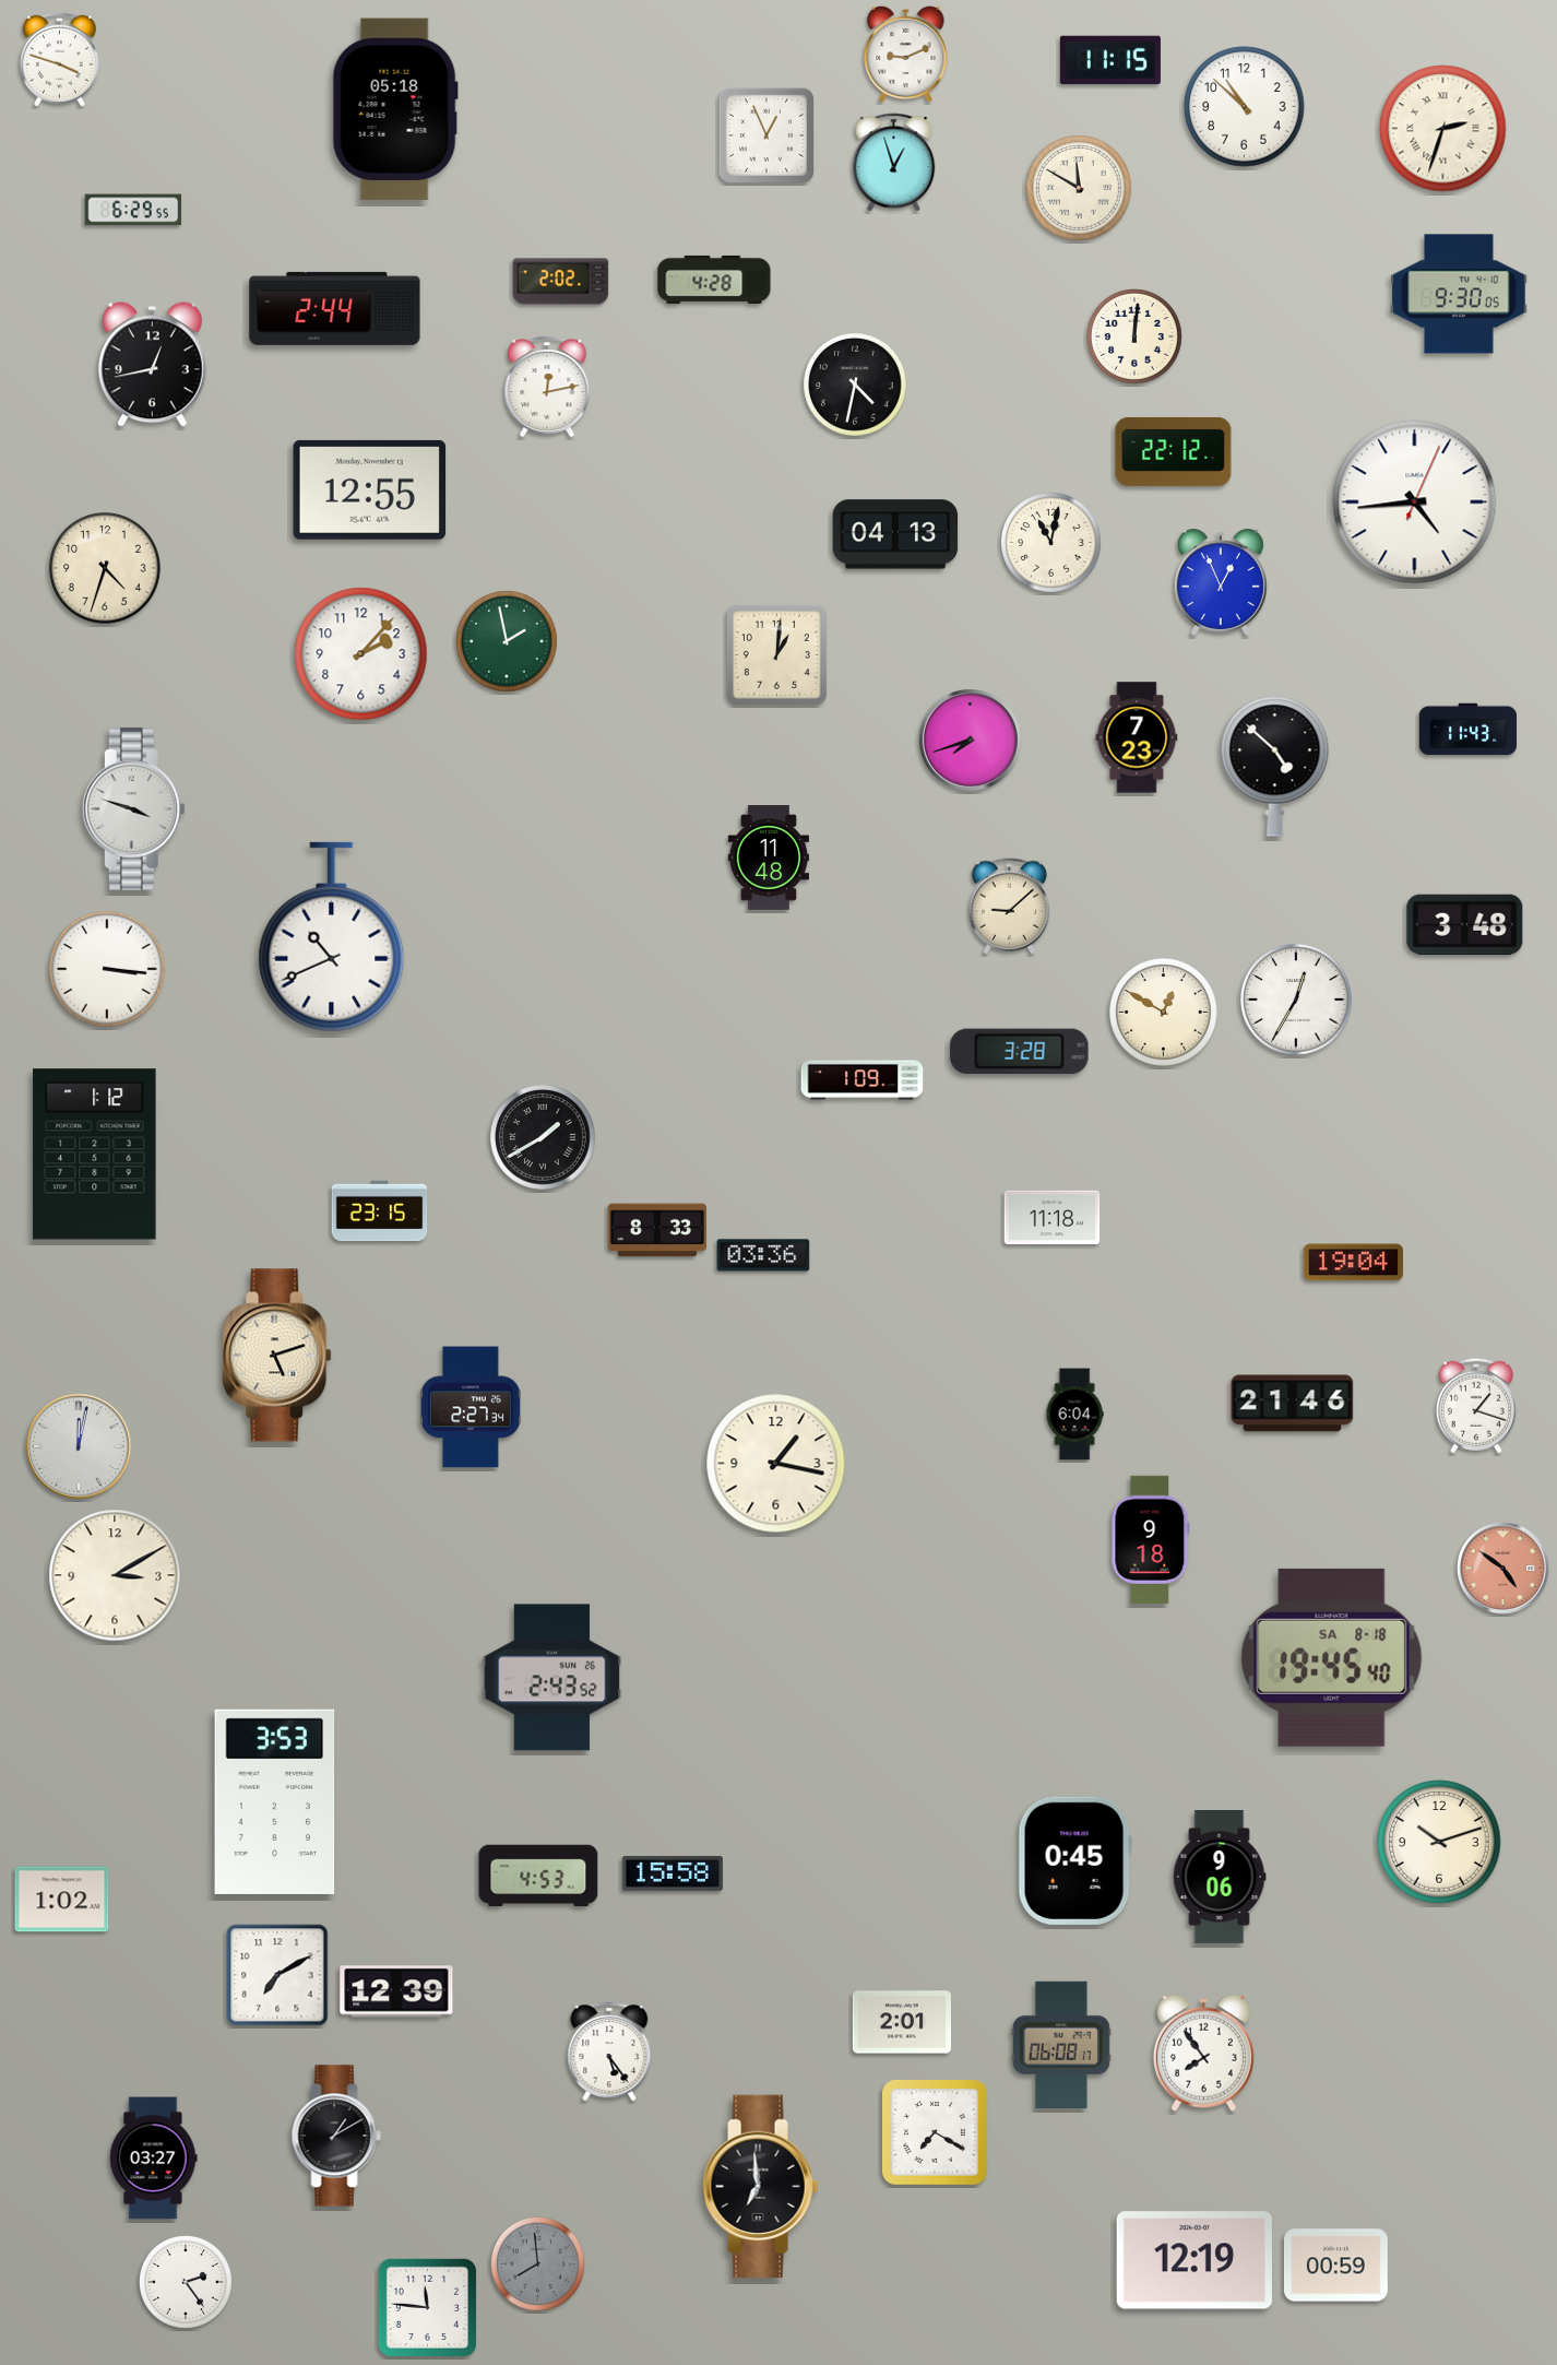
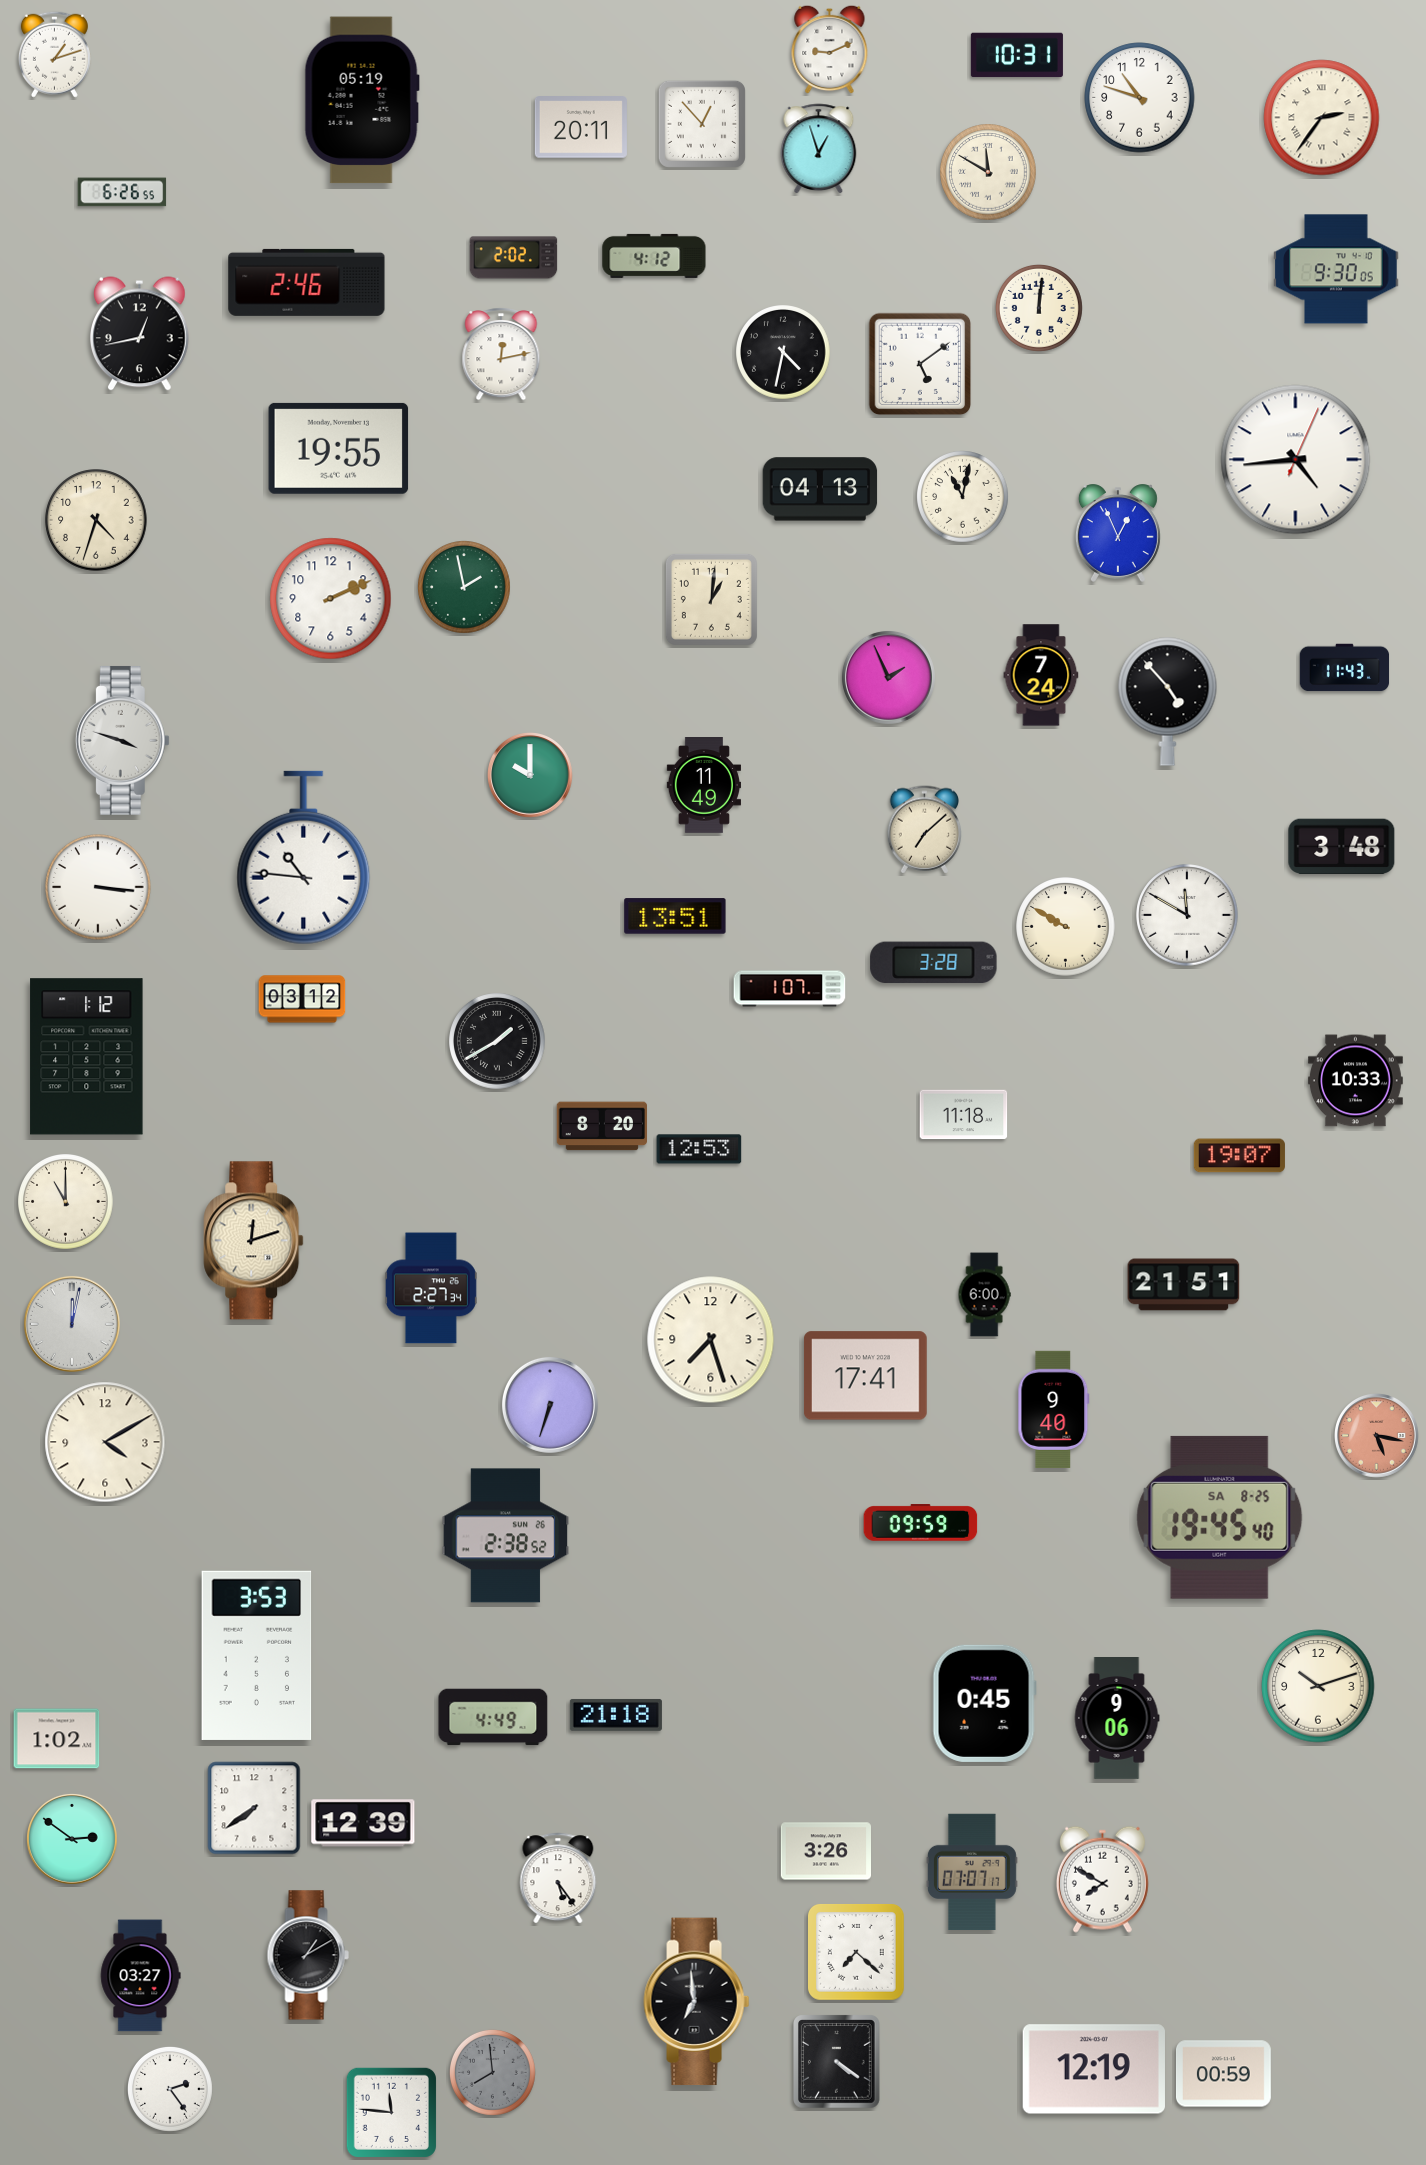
clock at (59, 59): 3:48 -> 1:12
clock at (1110, 60): 11:15 -> 10:31
clock at (1245, 107): 10:52 -> 10:48
clock at (395, 109): 05:18 -> 05:19
clock at (1443, 129): 2:33 -> 2:36
clock at (766, 135): 12:56 -> 12:53
clock at (581, 127): none -> 20:11
clock at (133, 210): 6:29 -> 6:26
clock at (714, 280): 4:28 -> 4:12
clock at (335, 308): 2:44 -> 2:46
clock at (920, 364): none -> 5:09
clock at (1174, 451): 22:12 -> none
clock at (370, 489): 12:55 -> 19:55
clock at (361, 654): 2:07 -> 2:11
clock at (1137, 737): 7:23 -> 7:24
clock at (970, 740): 7:42 -> 1:56
clock at (1275, 766): 4:52 -> 4:53
clock at (531, 776): none -> 10:00
clock at (768, 858): 11:48 -> 11:49
clock at (1009, 907): 9:08 -> 7:08
clock at (332, 937): 10:41 -> 10:46
clock at (1296, 1000): 12:35 -> 11:50
clock at (675, 916): none -> 13:51
clock at (1164, 1013): 12:50 -> 9:50
clock at (863, 1080): 1:09 -> 1:07
clock at (302, 999): none -> 03:12
clock at (1355, 1081): none -> 10:33
clock at (380, 1211): 23:15 -> none
clock at (656, 1230): 8:33 -> 8:20
clock at (763, 1255): 03:36 -> 12:53
clock at (1353, 1263): 19:04 -> 19:07
clock at (66, 1202): none -> 11:00
clock at (277, 1356): 5:12 -> 12:12
clock at (1293, 1404): 21:46 -> 21:51
clock at (1476, 1406): 1:18 -> none
clock at (1074, 1415): 6:04 -> 6:00
clock at (776, 1464): 1:17 -> 7:27
clock at (865, 1376): none -> 17:41
clock at (550, 1405): none -> 6:33
clock at (1151, 1539): 9:18 -> 9:40
clock at (1503, 1569): 4:51 -> 5:17
clock at (115, 1575): 3:10 -> 4:10
clock at (1332, 1657) date: SA 8-18 -> SA 8-25
clock at (921, 1523): none -> 09:59
clock at (552, 1678): 2:43 -> 2:38
clock at (275, 1801) position: (275, 1801) -> (257, 1655)
clock at (673, 1873): 15:58 -> 21:18
clock at (538, 1876): 4:53 -> 4:49
clock at (277, 1975): 7:10 -> 7:39
clock at (72, 1839): none -> 2:51
clock at (901, 2022): 2:01 -> 3:26
clock at (1061, 2044): 06:08 -> 07:07
clock at (1203, 2053): 7:54 -> 7:50
clock at (935, 2132): 7:20 -> 7:22
clock at (837, 2062): none -> 4:21
